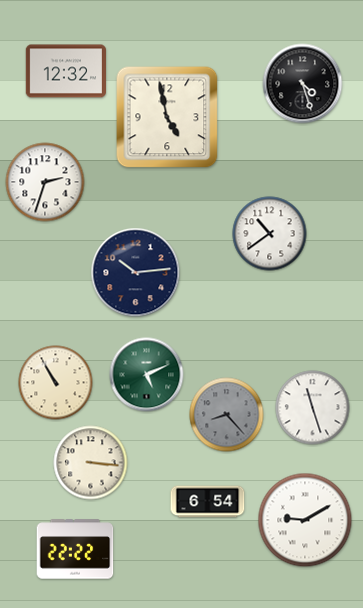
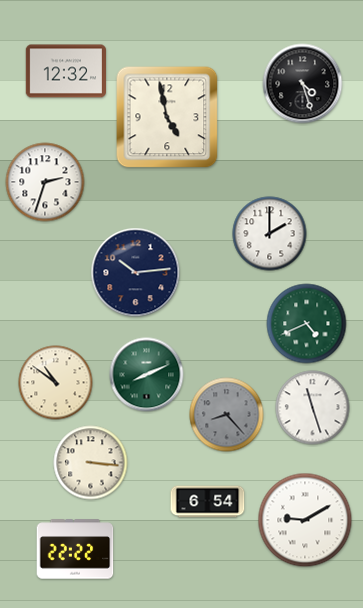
clock at (270, 234): 10:39 -> 2:00
clock at (307, 324): none -> 4:41
clock at (147, 375): 5:11 -> 8:11
clock at (56, 383): 10:55 -> 10:51
